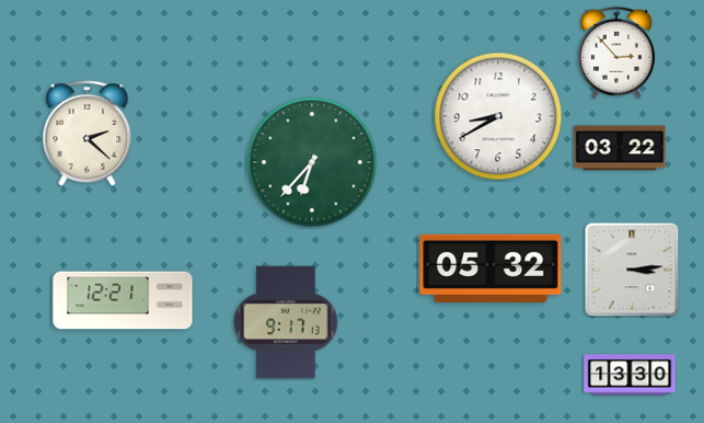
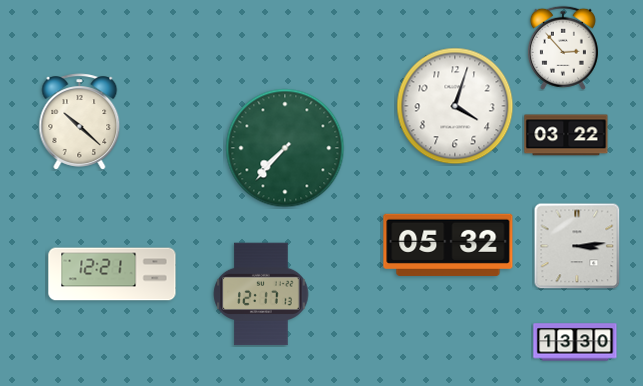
clock at (498, 116): 8:40 -> 4:03
clock at (88, 134): 2:22 -> 10:22
clock at (312, 162): 6:37 -> 7:37
clock at (286, 322): 9:17 -> 12:17
